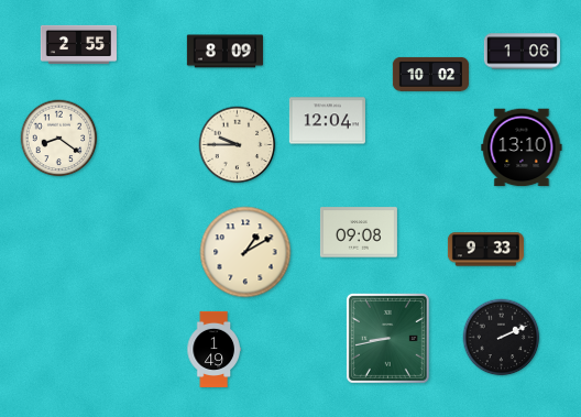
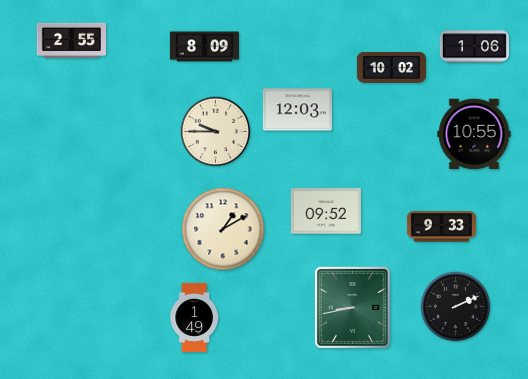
clock at (327, 121): 12:04 -> 12:03
clock at (59, 139): 8:21 -> none
clock at (522, 147): 13:10 -> 10:55
clock at (359, 232): 09:08 -> 09:52
